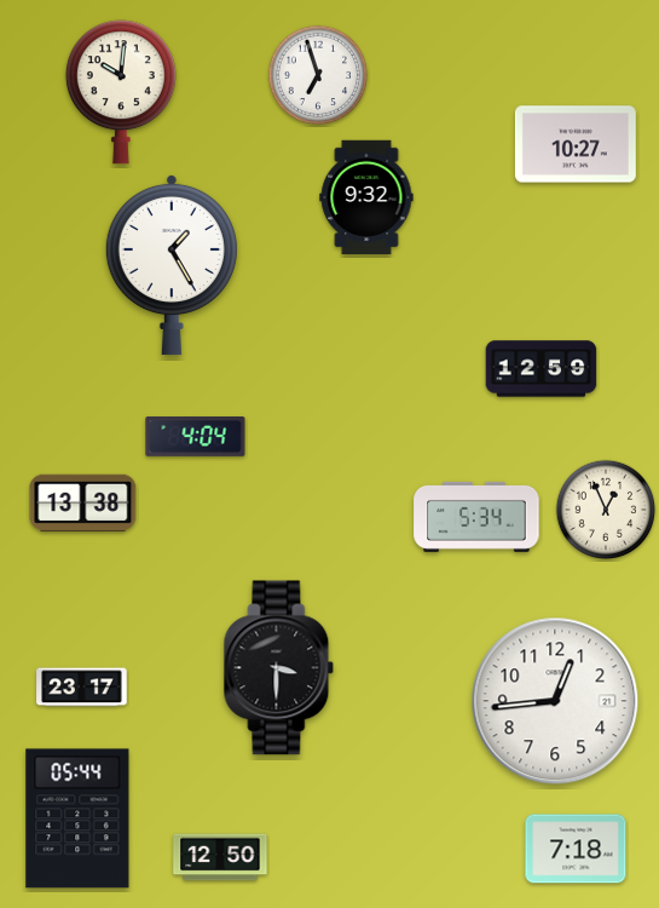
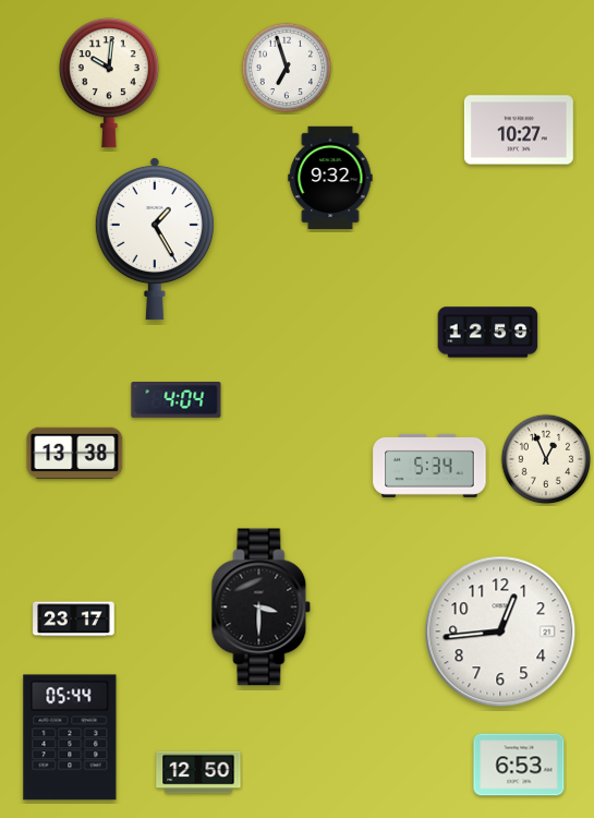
clock at (196, 437) position: (196, 437) -> (177, 400)
clock at (279, 668) position: (279, 668) -> (262, 608)
clock at (576, 849): 7:18 -> 6:53
